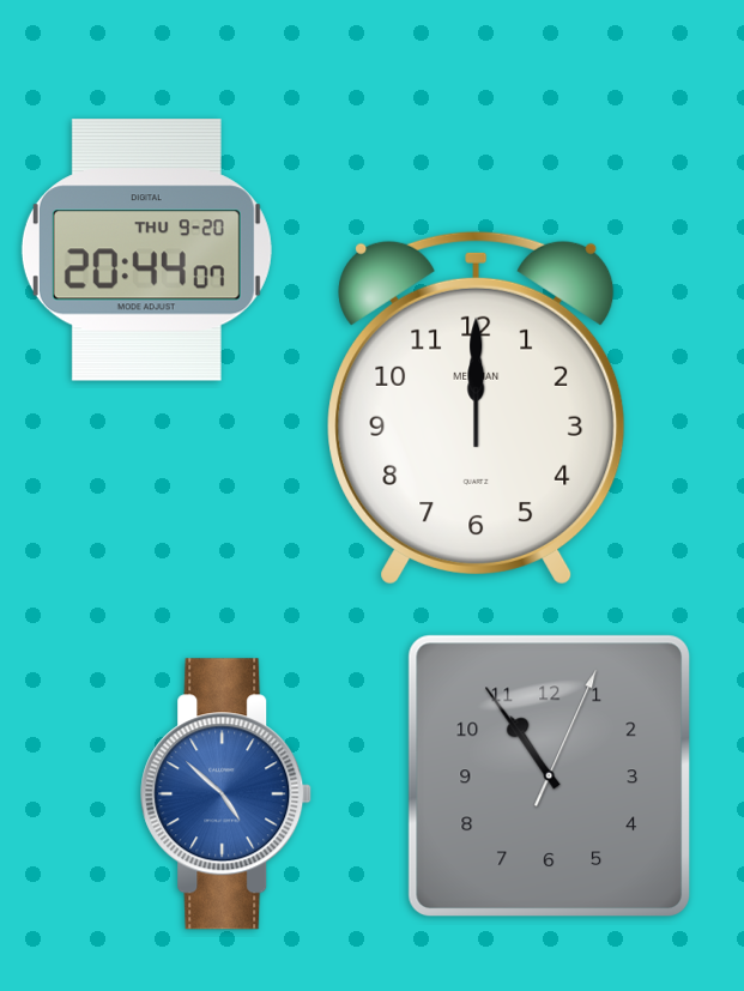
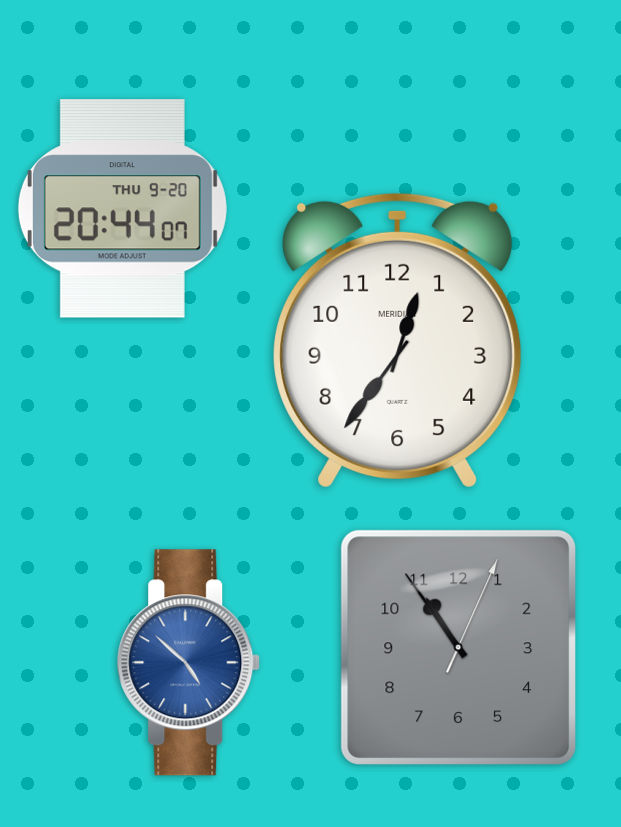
clock at (477, 407): 12:00 -> 12:36
